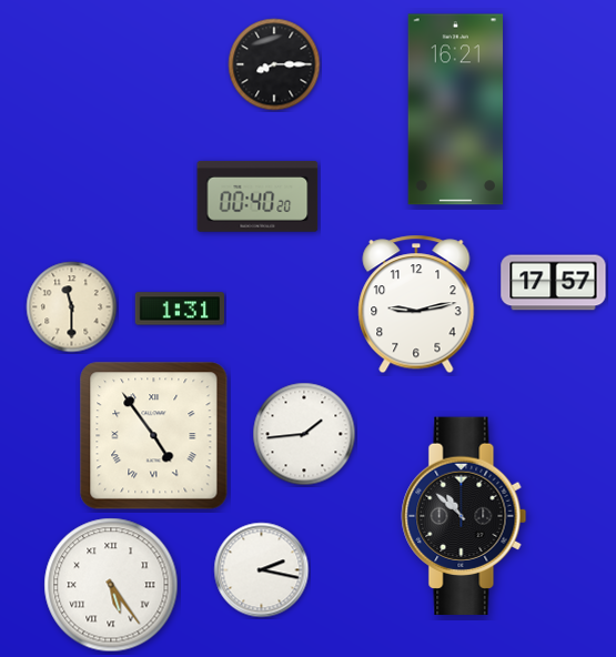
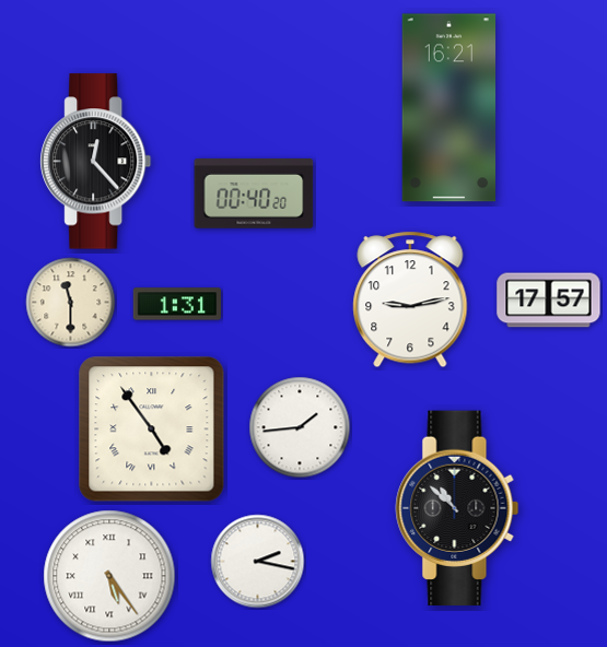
clock at (274, 64): 8:15 -> none
clock at (96, 162): none -> 12:23
clock at (554, 283) position: (554, 283) -> (549, 301)
